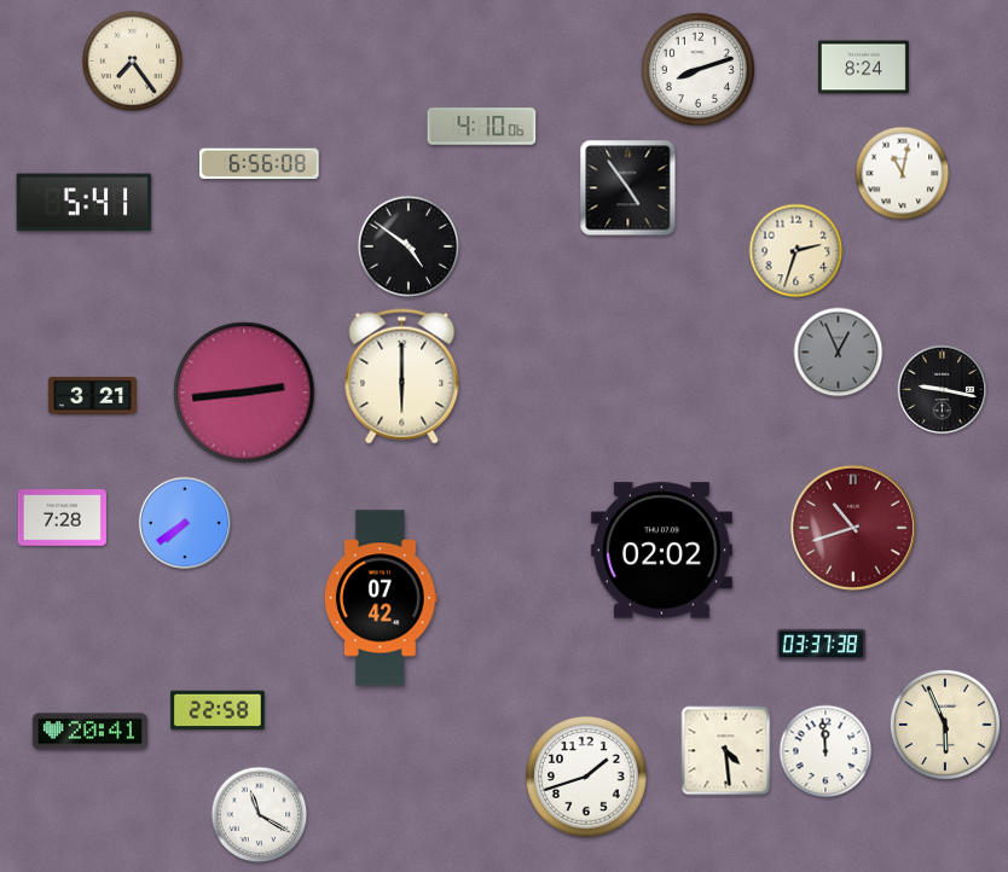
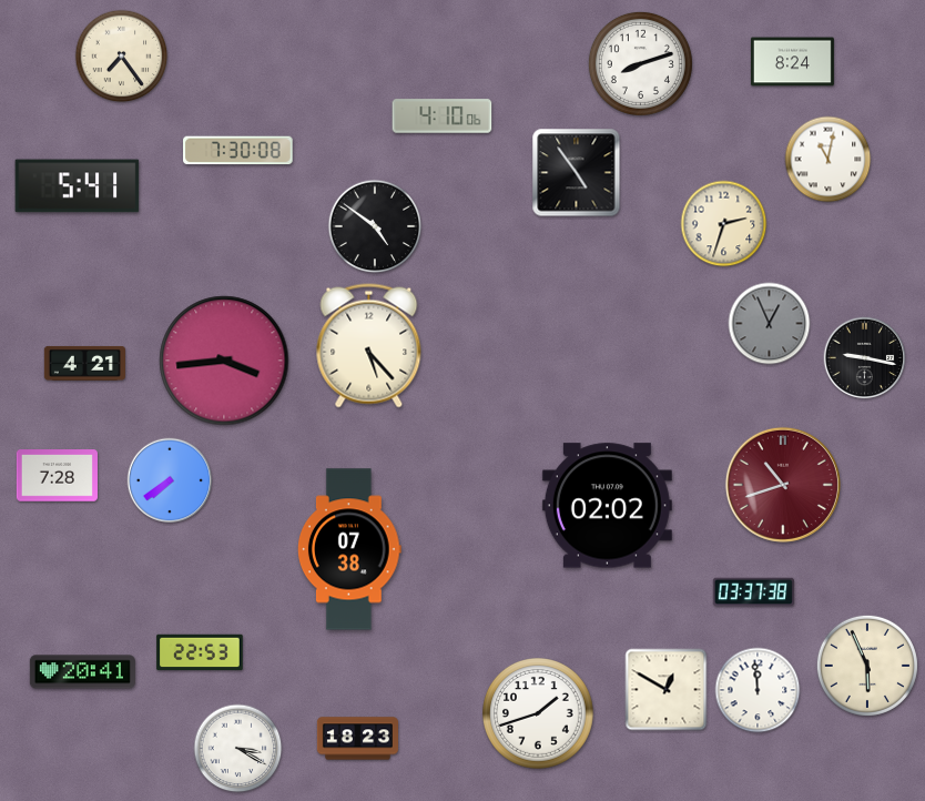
clock at (260, 164): 6:56 -> 7:30
clock at (796, 251) position: (796, 251) -> (724, 224)
clock at (402, 377): 6:00 -> 5:23
clock at (244, 393): 2:44 -> 3:44
clock at (92, 395): 3:21 -> 4:21
clock at (381, 598): 07:42 -> 07:38
clock at (218, 710): 22:58 -> 22:53
clock at (726, 751): 4:29 -> 12:50
clock at (357, 739): none -> 18:23
clock at (260, 815): 11:20 -> 3:20
